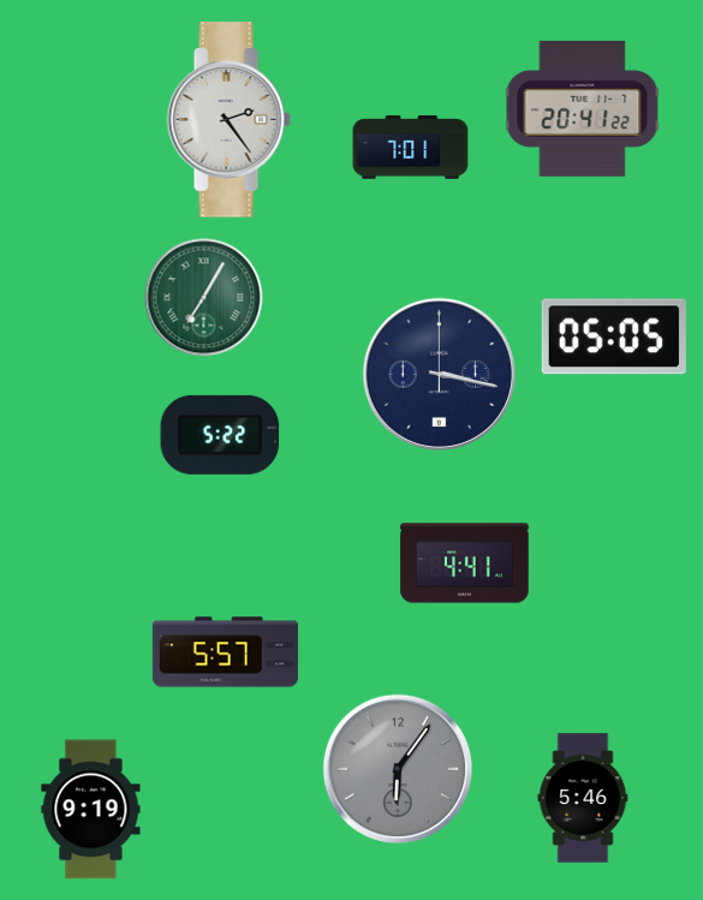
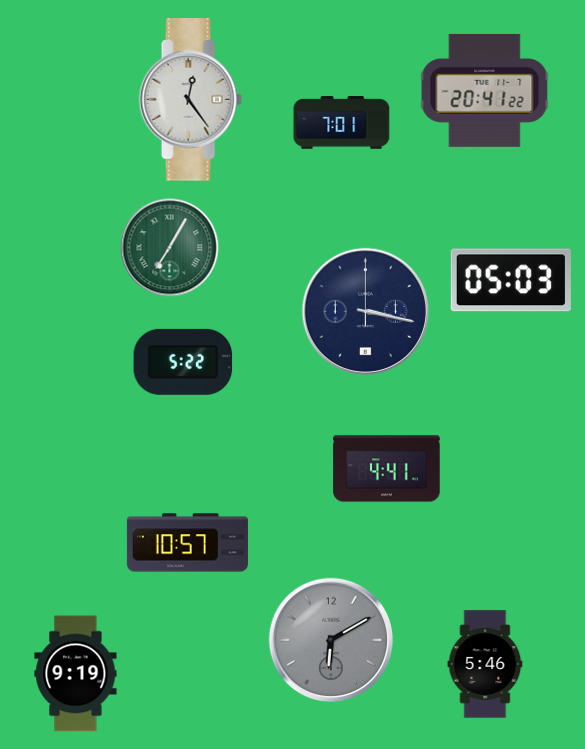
clock at (228, 120): 2:24 -> 12:24
clock at (614, 336): 05:05 -> 05:03
clock at (225, 652): 5:57 -> 10:57
clock at (397, 768): 6:06 -> 6:10
